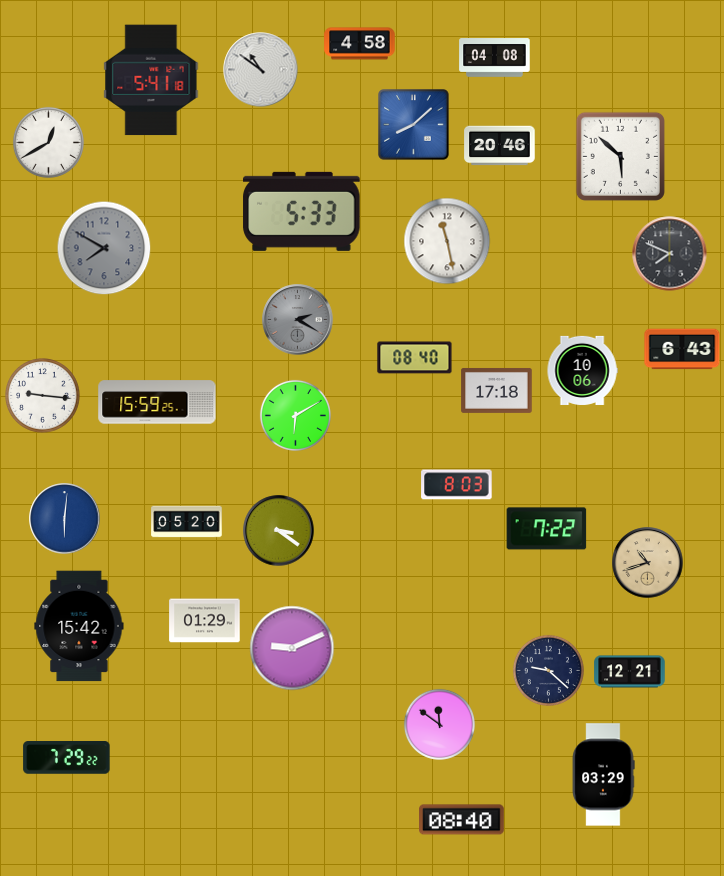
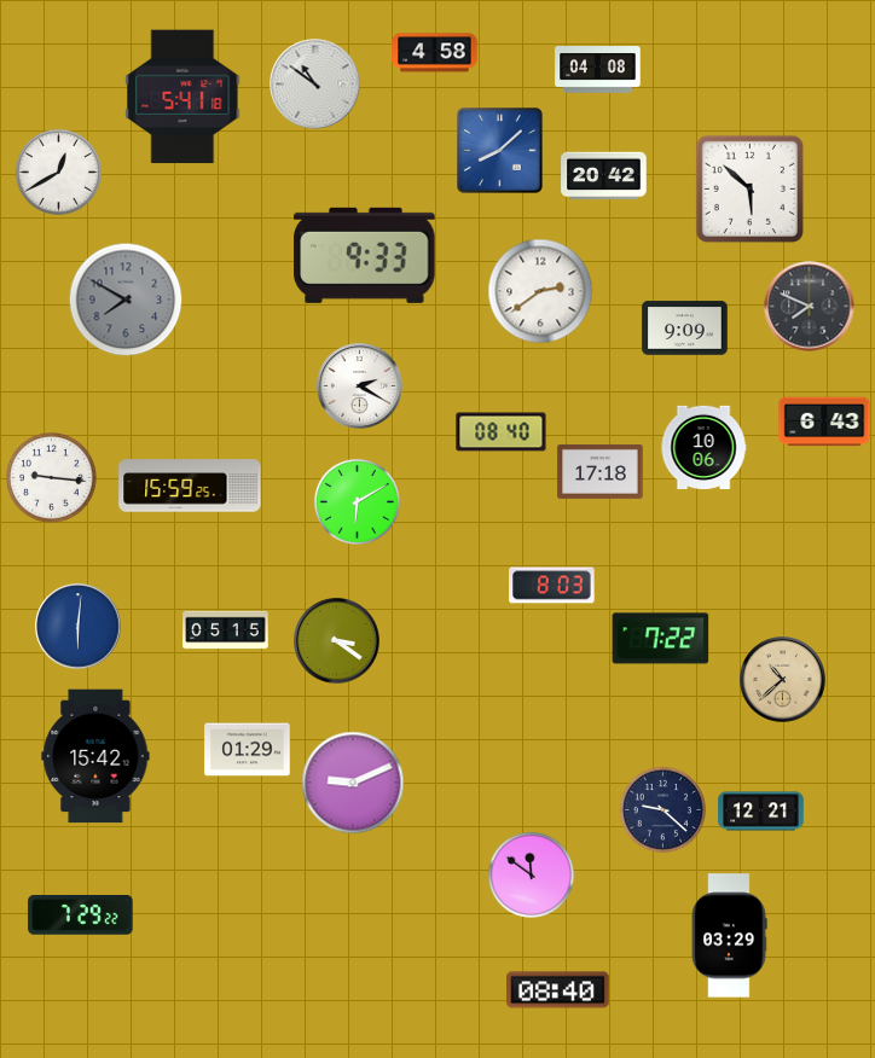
clock at (500, 146): 20:46 -> 20:42
clock at (302, 211): 5:33 -> 9:33
clock at (447, 241): 11:28 -> 2:39
clock at (685, 329): none -> 9:09
clock at (298, 320) dial: grey -> white
clock at (187, 522): 05:20 -> 05:15
clock at (648, 563): 10:42 -> 10:38
